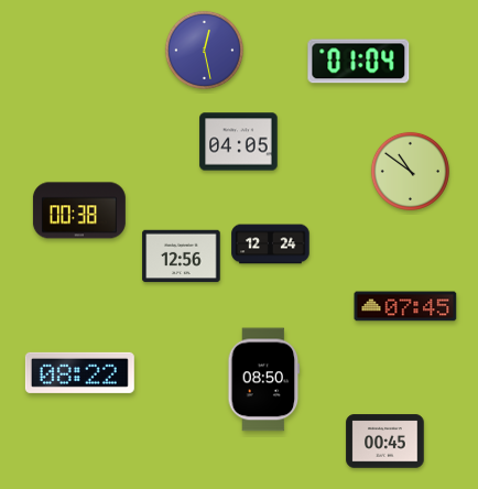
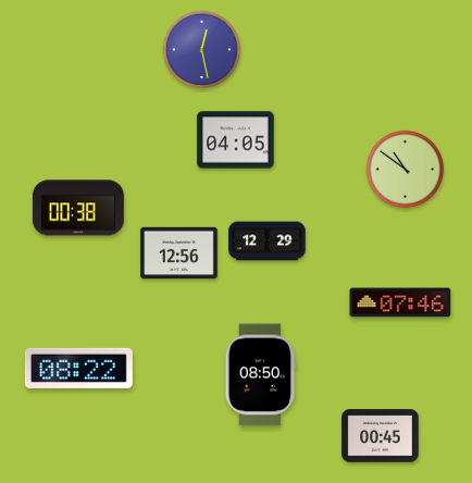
clock at (359, 62): 01:04 -> none
clock at (271, 244): 12:24 -> 12:29
clock at (405, 306): 07:45 -> 07:46
